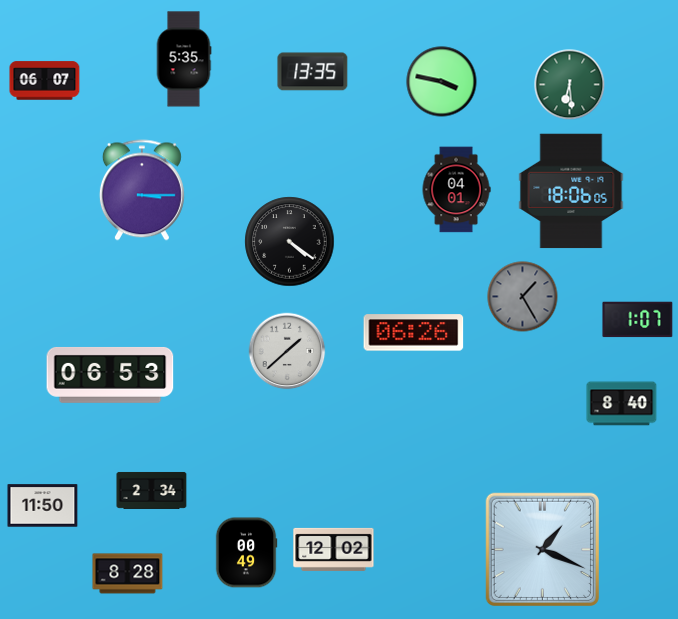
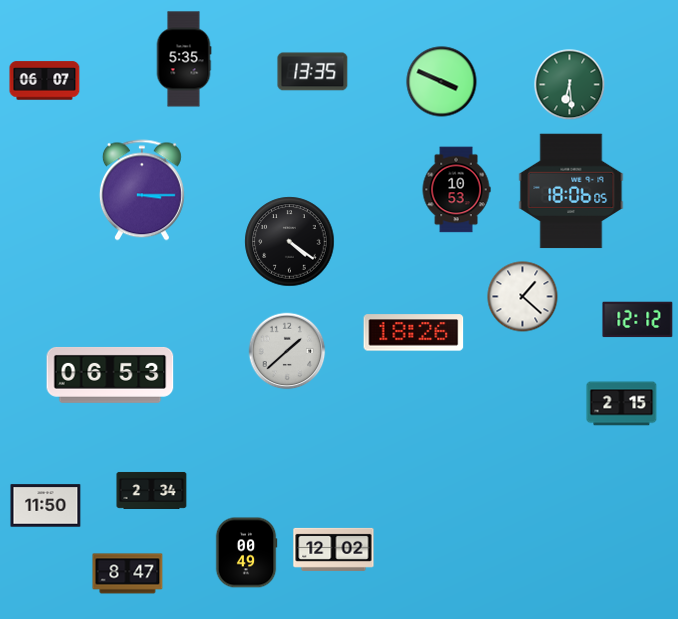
clock at (442, 82): 3:47 -> 3:49
clock at (456, 190): 04:01 -> 10:53
clock at (523, 297): 1:25 -> 1:22
clock at (523, 297) dial: grey -> white
clock at (638, 320): 1:07 -> 12:12
clock at (414, 333): 06:26 -> 18:26
clock at (622, 404): 8:40 -> 2:15
clock at (43, 506) position: (43, 506) -> (46, 506)
clock at (542, 549): 1:19 -> none
clock at (128, 574): 8:28 -> 8:47
